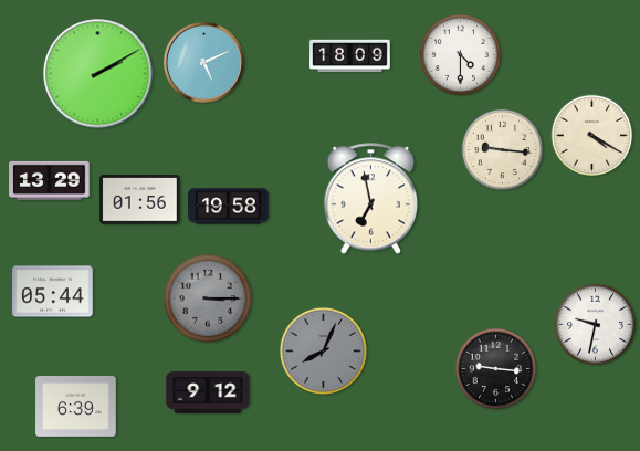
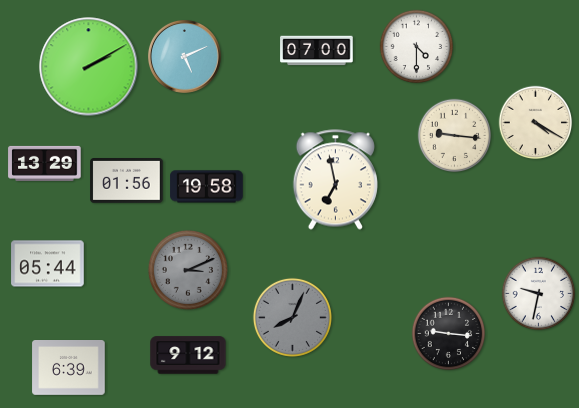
clock at (461, 55) position: (461, 55) -> (417, 47)
clock at (350, 56): 18:09 -> 07:00
clock at (208, 298): 3:15 -> 3:11
